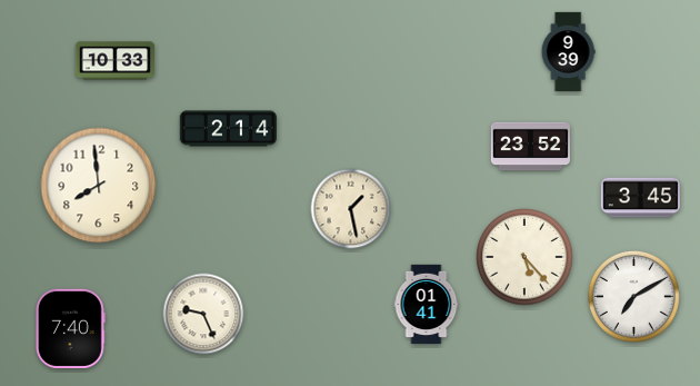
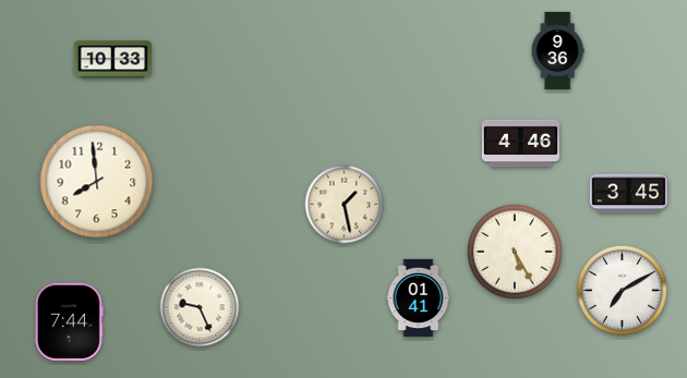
clock at (568, 52): 9:39 -> 9:36
clock at (228, 129): 2:14 -> none
clock at (530, 147): 23:52 -> 4:46
clock at (524, 257): 5:23 -> 5:25
clock at (70, 328): 7:40 -> 7:44
